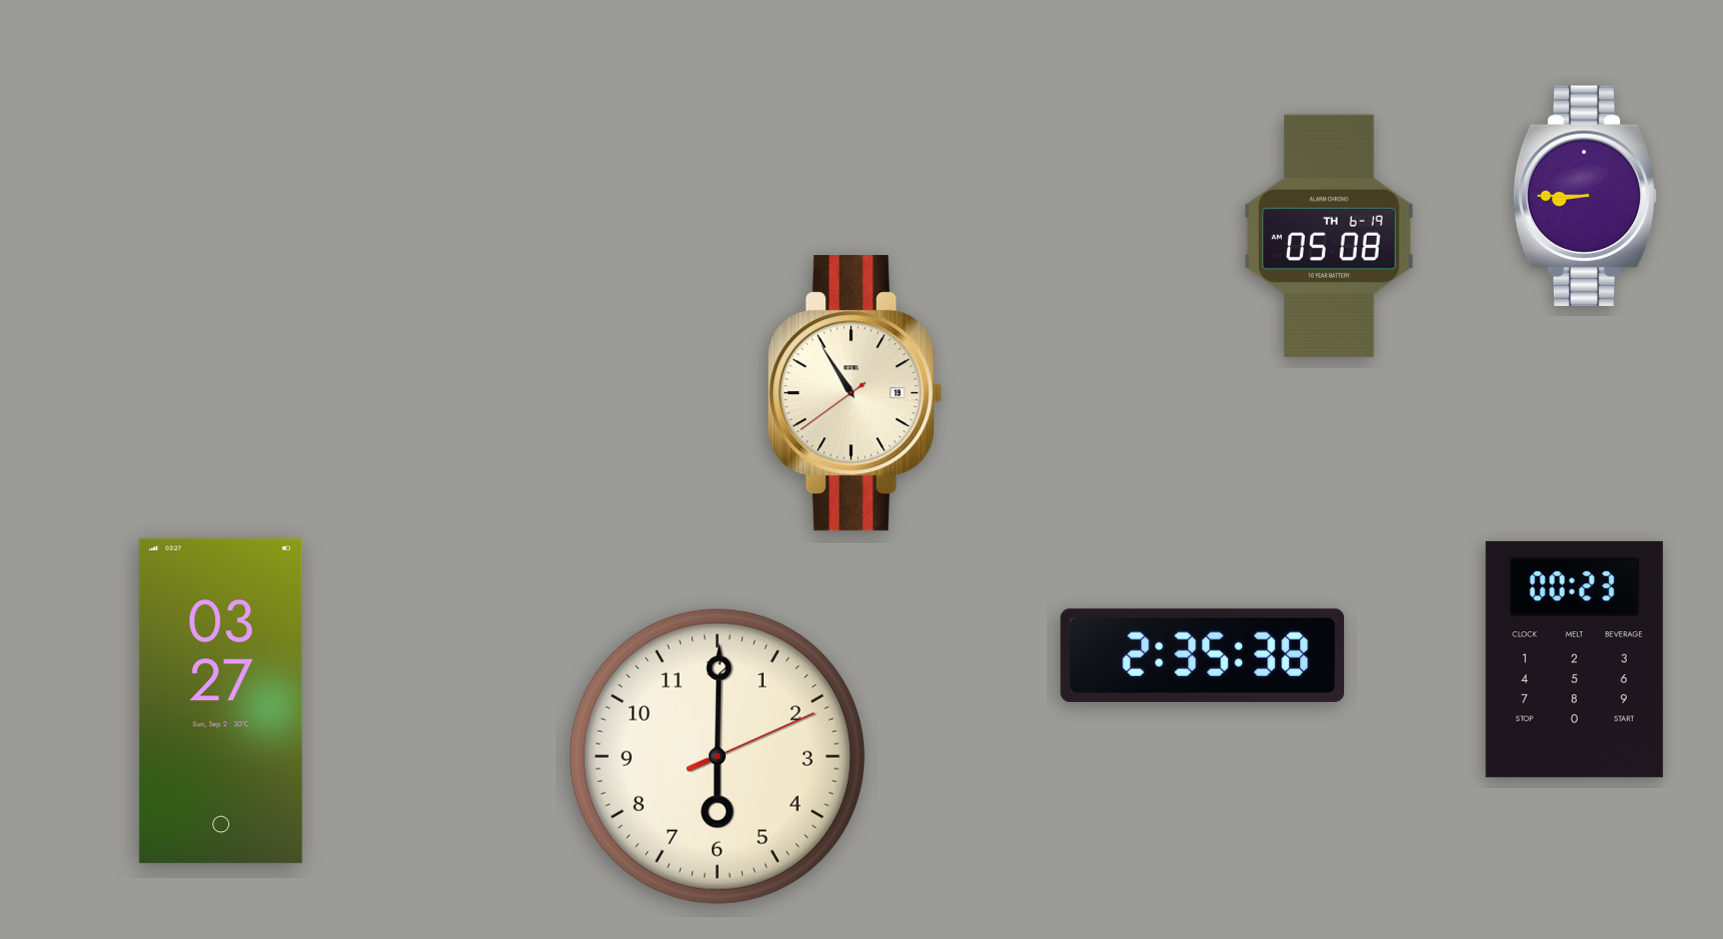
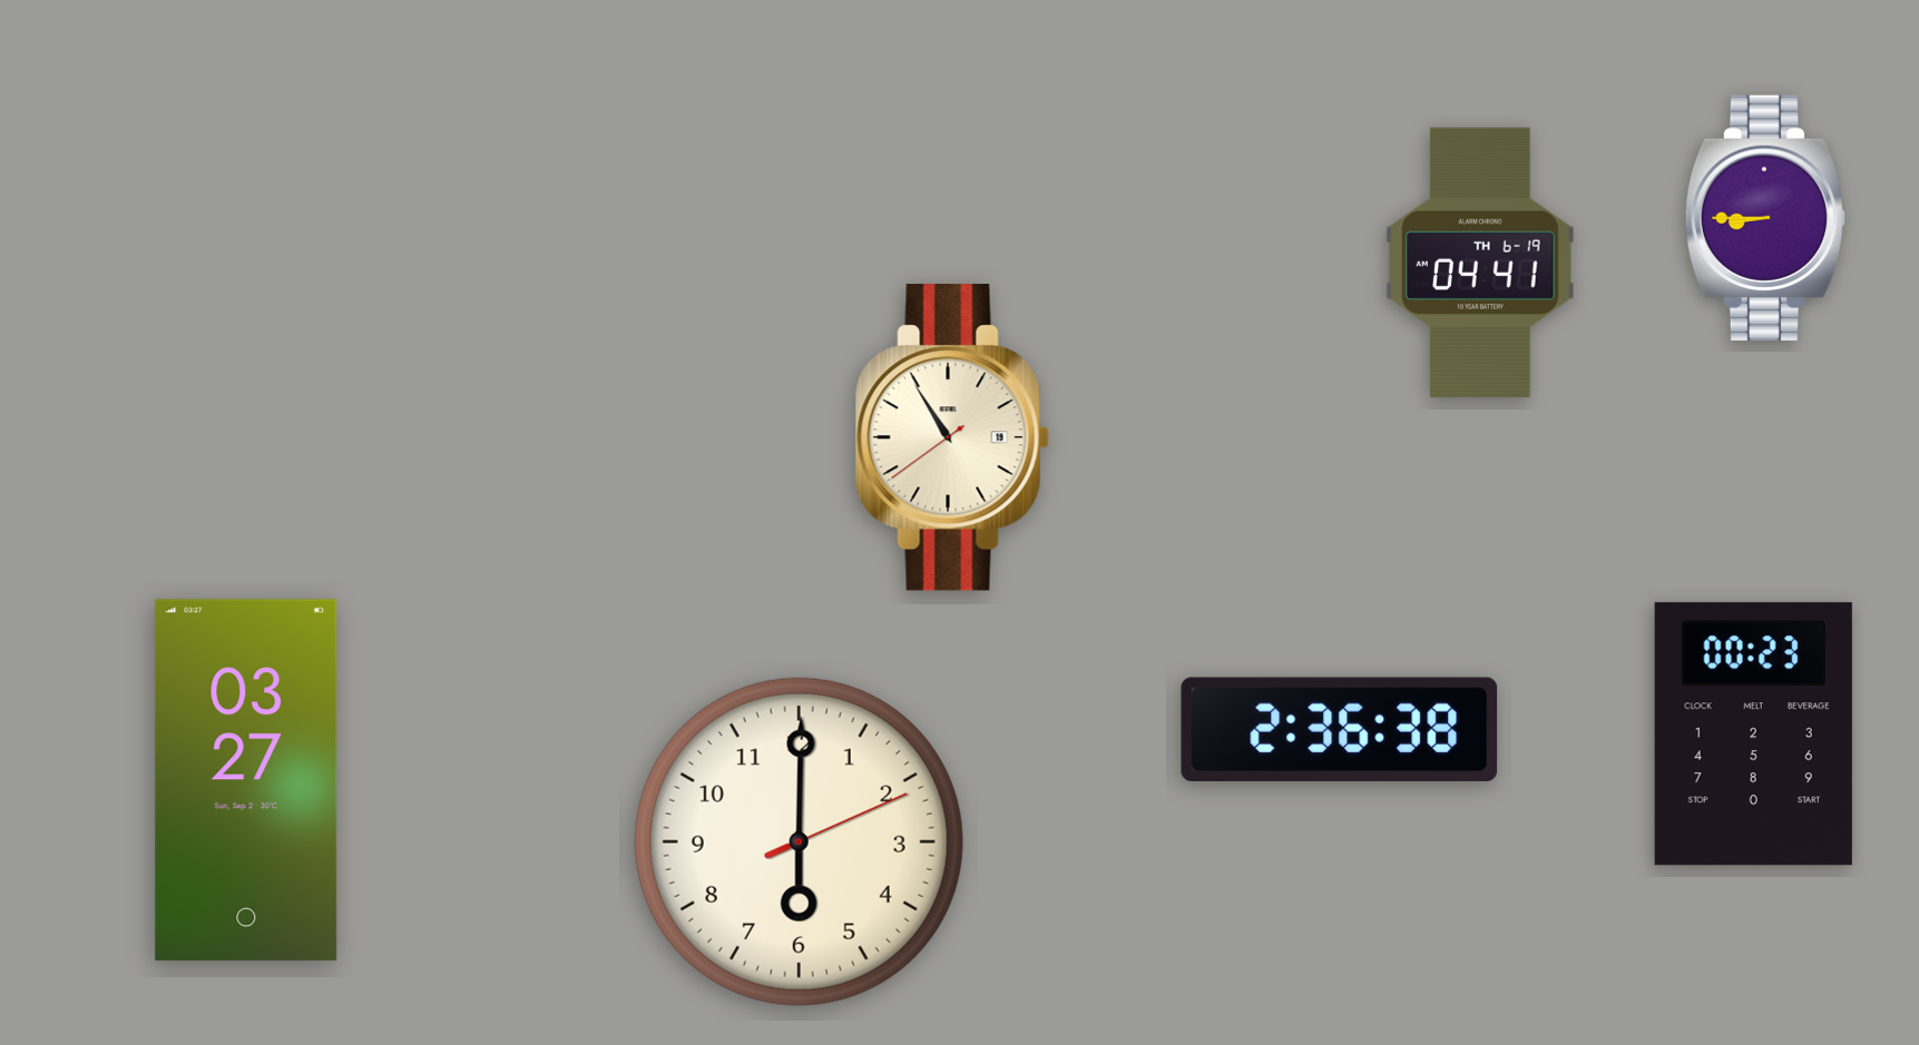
clock at (1330, 235): 05:08 -> 04:41
clock at (1203, 655): 2:35 -> 2:36
